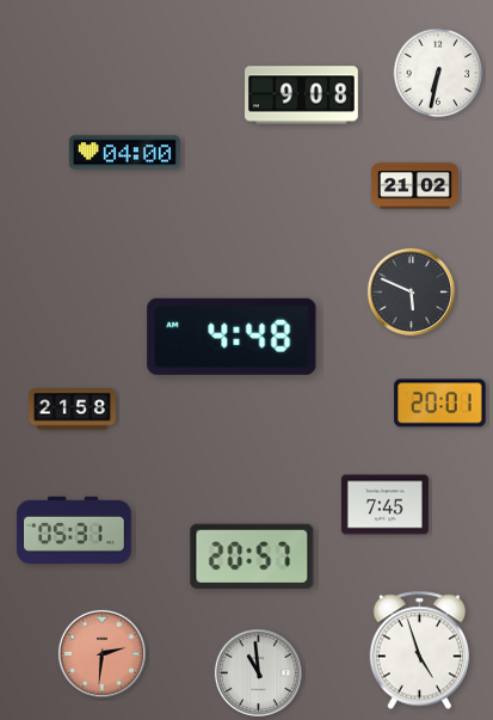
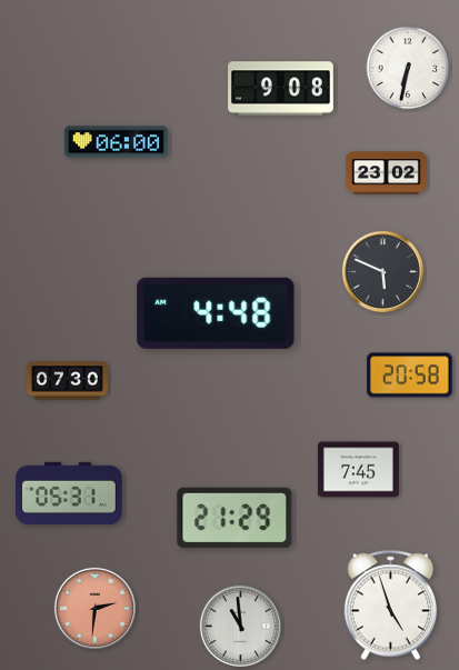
clock at (124, 153): 04:00 -> 06:00
clock at (414, 186): 21:02 -> 23:02
clock at (440, 404): 20:01 -> 20:58
clock at (72, 410): 21:58 -> 07:30
clock at (252, 556): 20:57 -> 21:29
